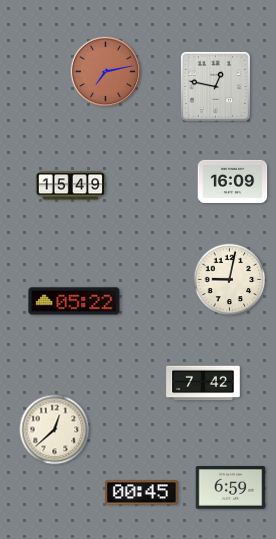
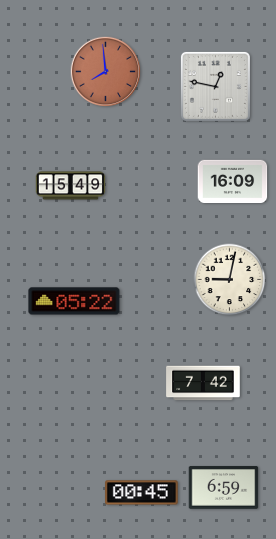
clock at (106, 72): 7:13 -> 7:59
clock at (55, 430): 12:38 -> none
clock at (231, 488) position: (231, 488) -> (224, 488)
